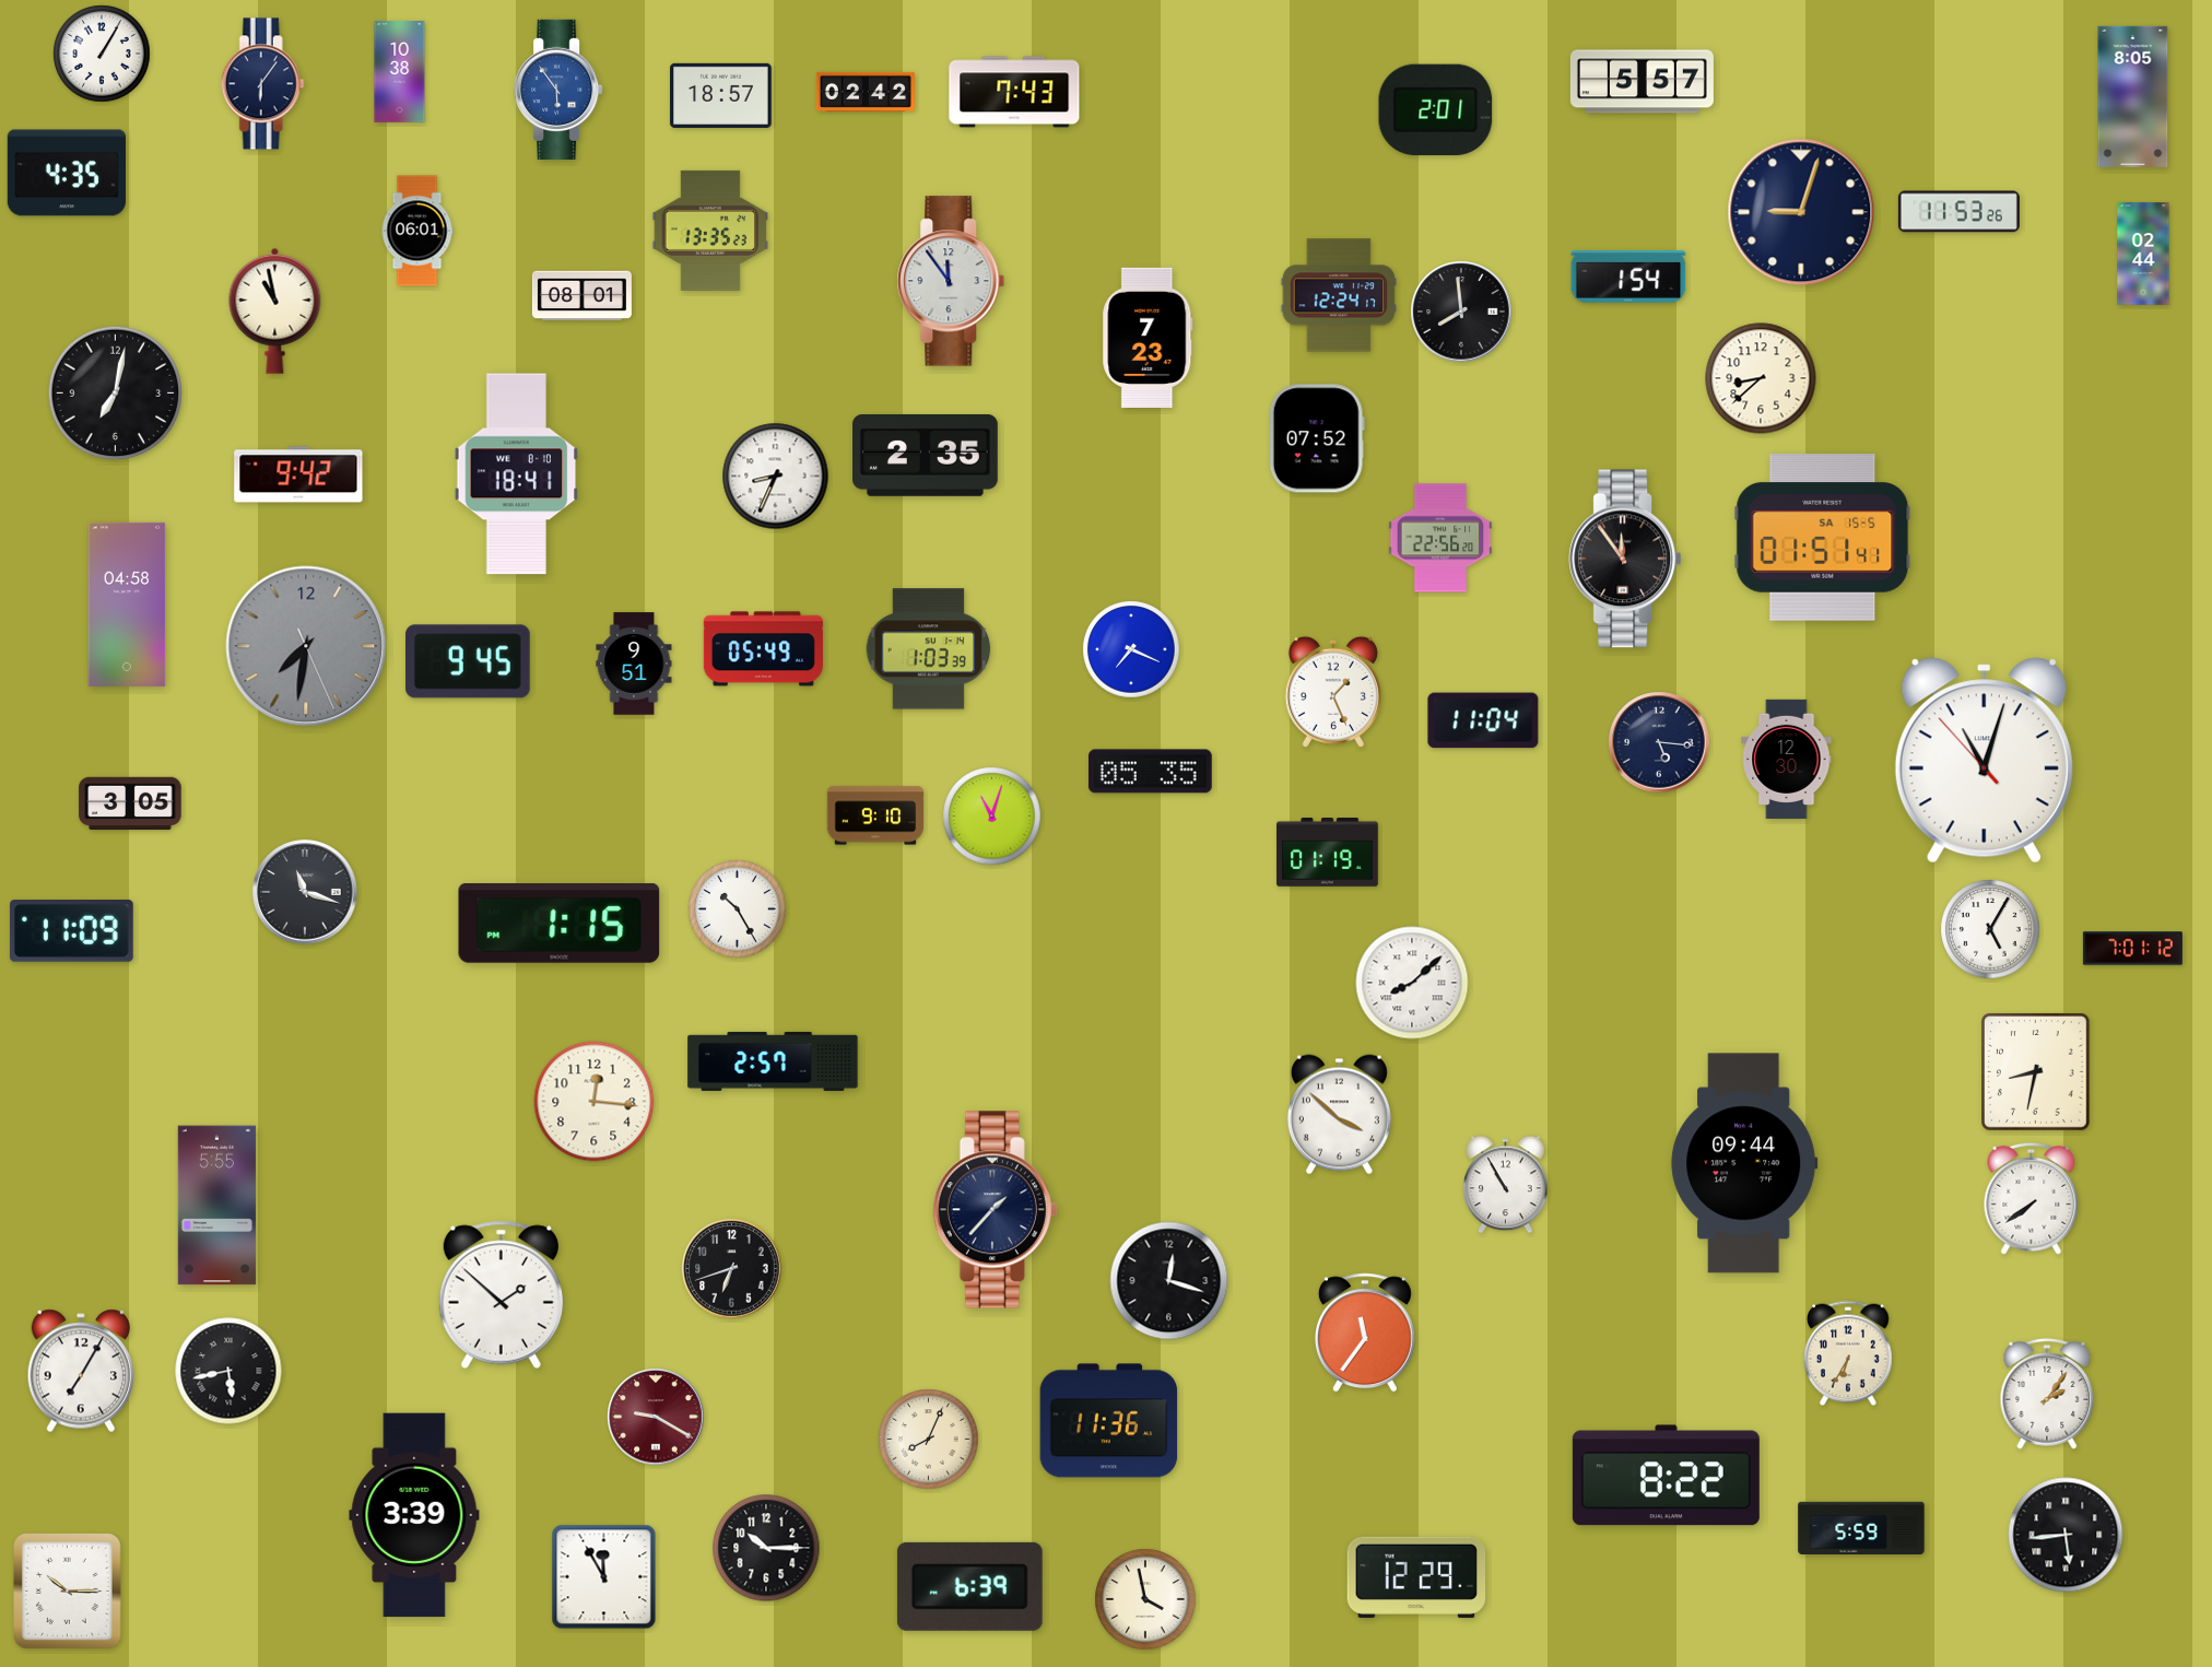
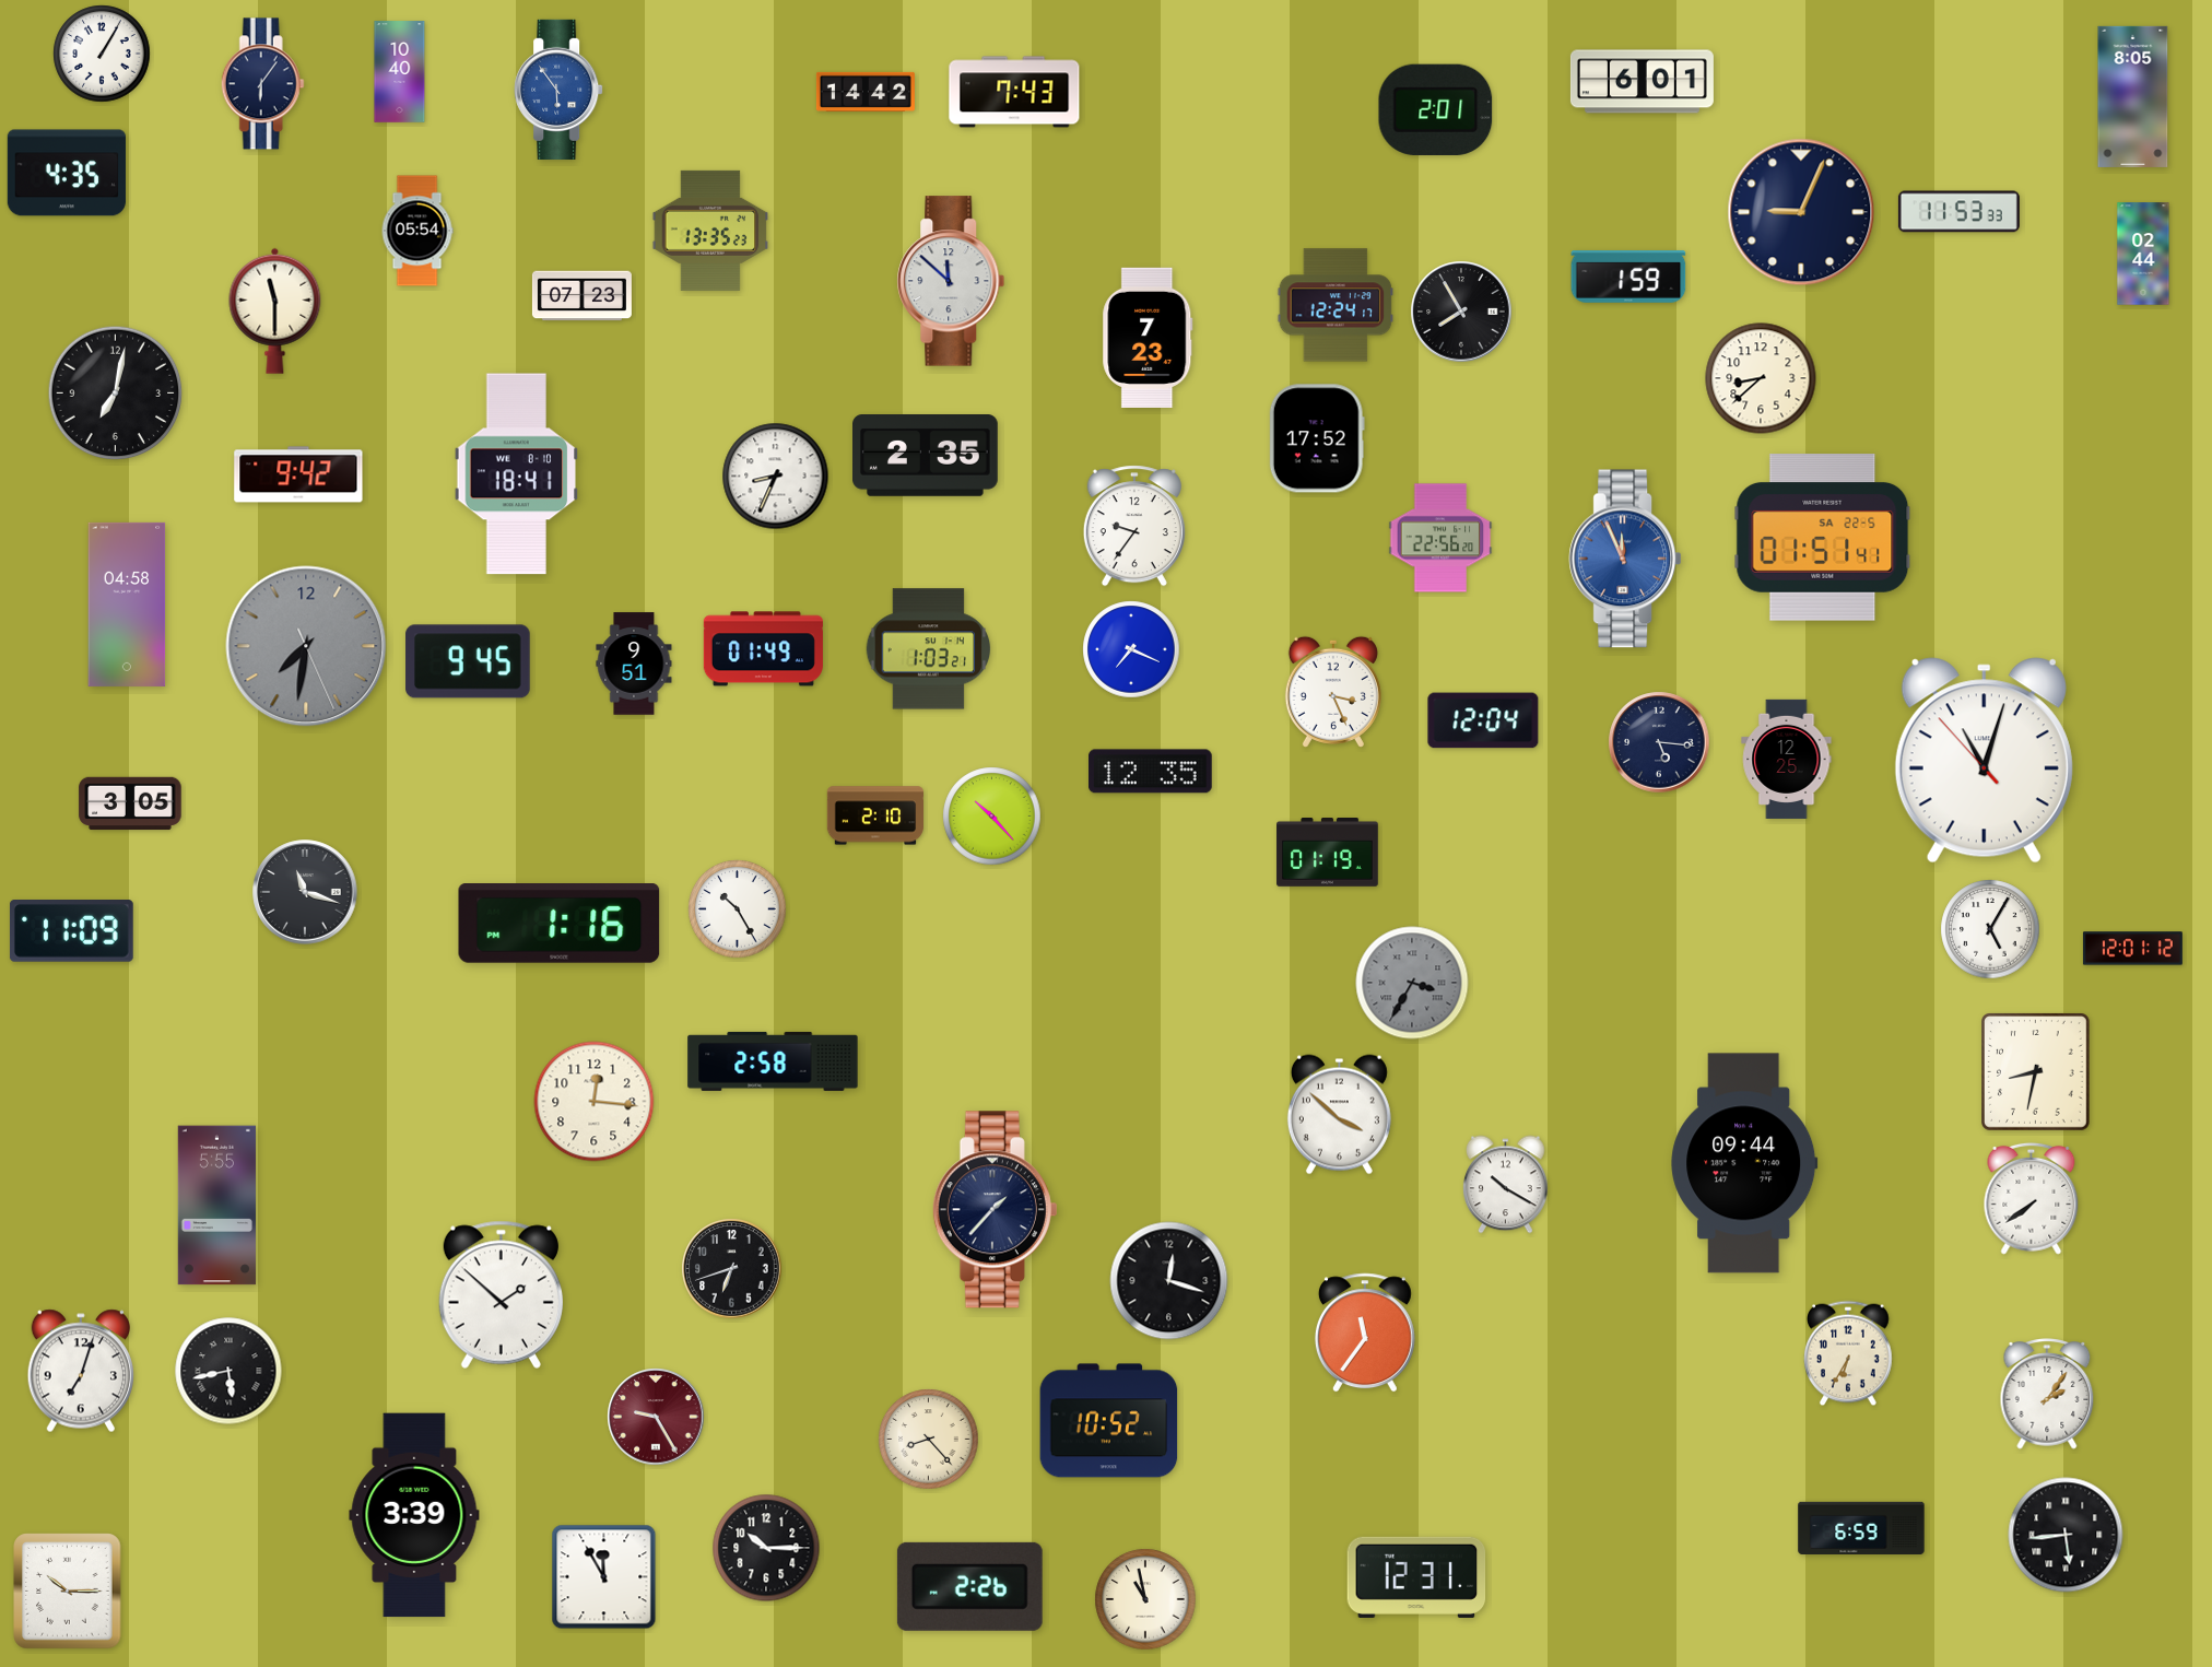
clock at (400, 72): 10:38 -> 10:40
clock at (1642, 82): 5:57 -> 6:01
clock at (866, 92): 02:42 -> 14:42
clock at (721, 95): 18:57 -> none
clock at (1801, 212): 9:03 -> 9:04
clock at (1958, 212): 11:53:26 -> 11:53:33
clock at (417, 231): 06:01 -> 05:54
clock at (1628, 278): 1:54 -> 1:59
clock at (951, 281): 11:54 -> 11:52
clock at (1339, 295) position: (1339, 295) -> (1336, 305)
clock at (581, 296): 08:01 -> 07:23
clock at (275, 310): 10:58 -> 11:30
clock at (1461, 312): 7:59 -> 7:55
clock at (1317, 438): 07:52 -> 17:52
clock at (1134, 526): none -> 9:36
clock at (1823, 538) date: SA 15-5 -> SA 22-5
clock at (1625, 559): 11:54 -> 11:56
clock at (1625, 559) dial: black -> blue
clock at (763, 649): 05:49 -> 01:49
clock at (929, 649): 1:03:39 -> 1:03:21
clock at (1333, 692): 1:26 -> 3:26
clock at (1483, 720): 11:04 -> 12:04
clock at (1787, 759): 12:30 -> 12:25
clock at (1151, 772): 05:35 -> 12:35
clock at (874, 815): 9:10 -> 2:10
clock at (992, 817): 11:03 -> 10:23
clock at (560, 924): 1:15 -> 1:16
clock at (2132, 949): 7:01 -> 12:01
clock at (1412, 983): 8:08 -> 3:35
clock at (1412, 983) dial: white -> grey
clock at (773, 1061): 2:57 -> 2:58
clock at (1506, 1185): 10:55 -> 10:20
clock at (80, 1371): 7:05 -> 7:03
clock at (656, 1417): 9:20 -> 9:25
clock at (1109, 1421): 11:36 -> 10:52
clock at (929, 1440): 8:04 -> 8:23
clock at (1666, 1476): 8:22 -> none
clock at (1861, 1527): 5:59 -> 6:59
clock at (1416, 1577): 12:29 -> 12:31
clock at (969, 1586): 6:39 -> 2:26
clock at (1145, 1599): 3:58 -> 10:58
